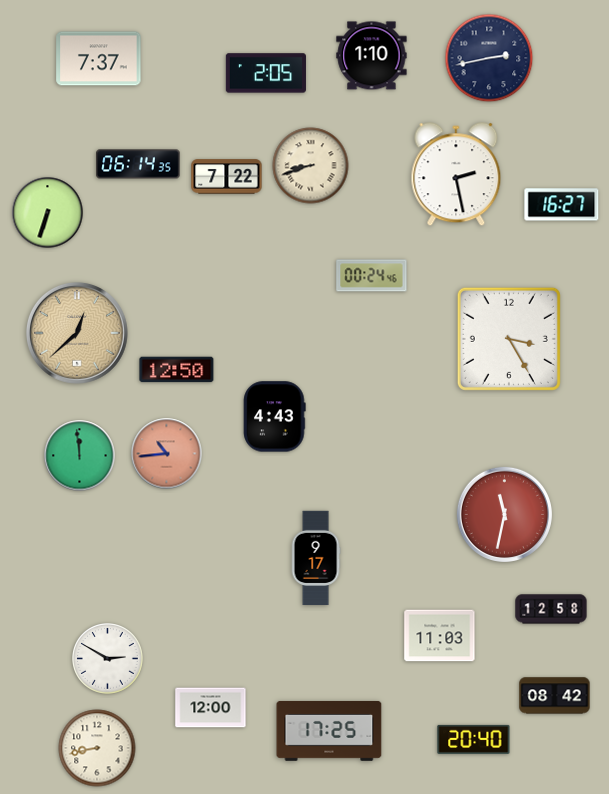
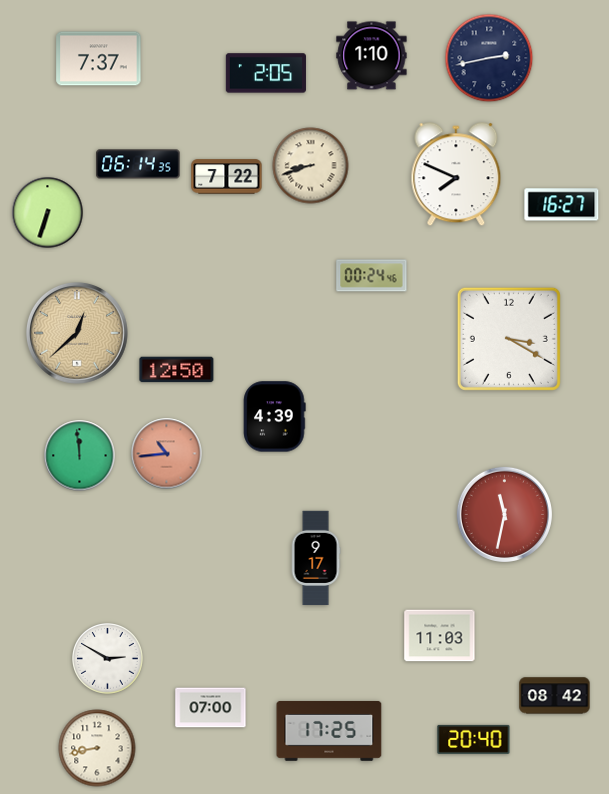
clock at (456, 175): 2:28 -> 7:49
clock at (509, 339): 3:25 -> 3:20
clock at (275, 417): 4:43 -> 4:39
clock at (551, 609): 12:58 -> none
clock at (211, 708): 12:00 -> 07:00
